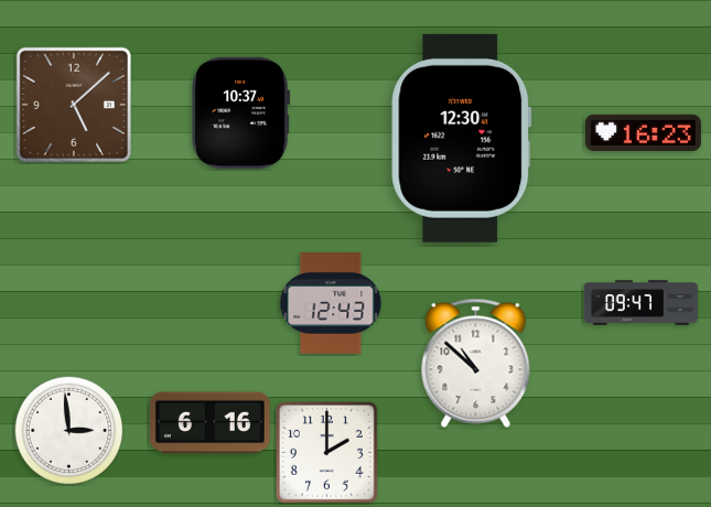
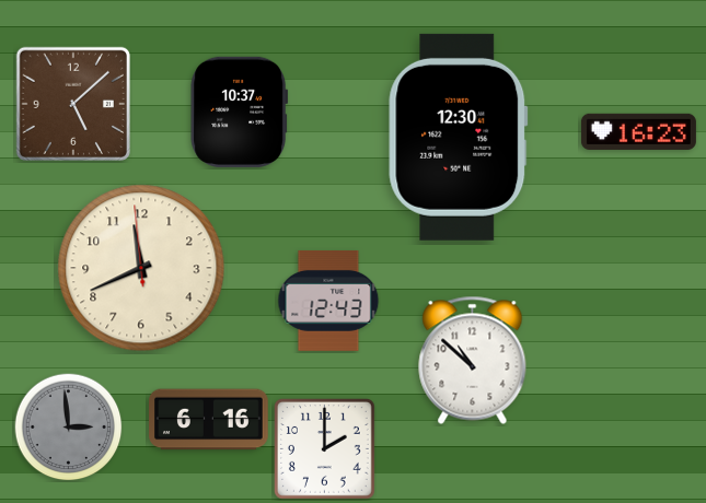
clock at (141, 268): none -> 11:40
clock at (640, 303): 09:47 -> none
clock at (69, 431) dial: white -> grey
